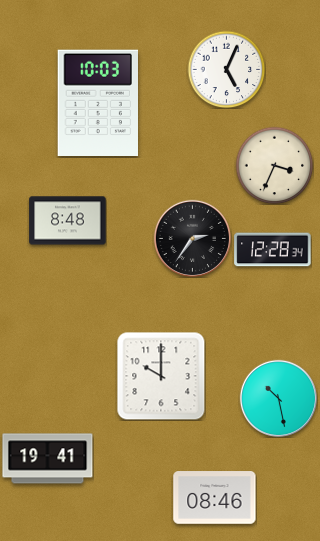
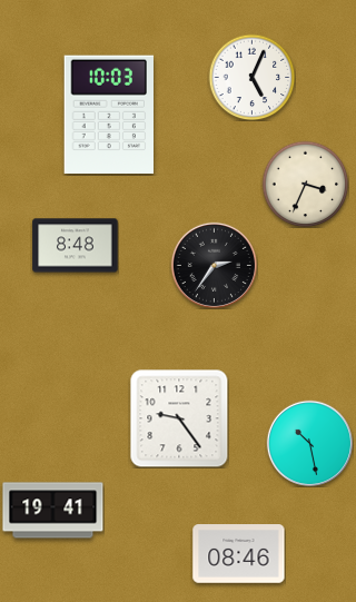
clock at (273, 250): 12:28 -> none
clock at (161, 376): 10:00 -> 9:24
